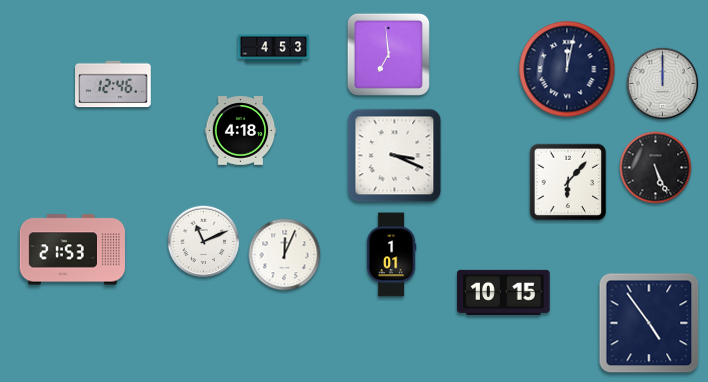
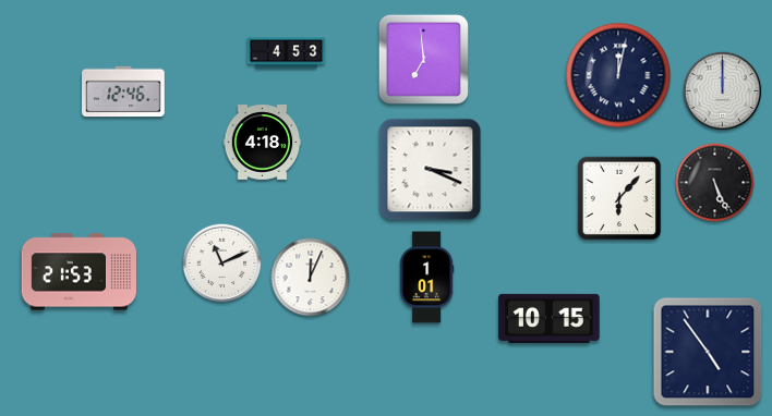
clock at (274, 49) position: (274, 49) -> (287, 53)
